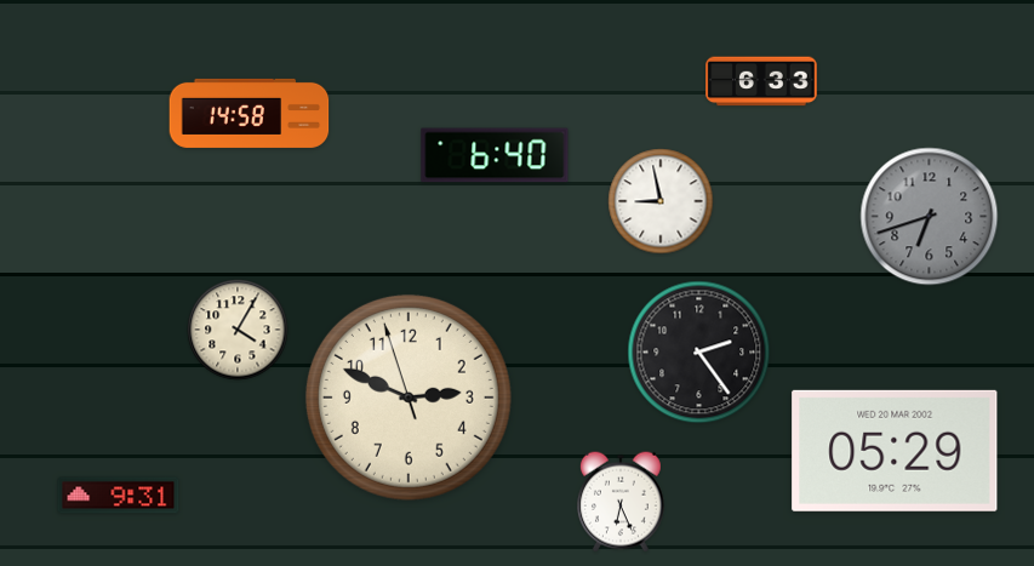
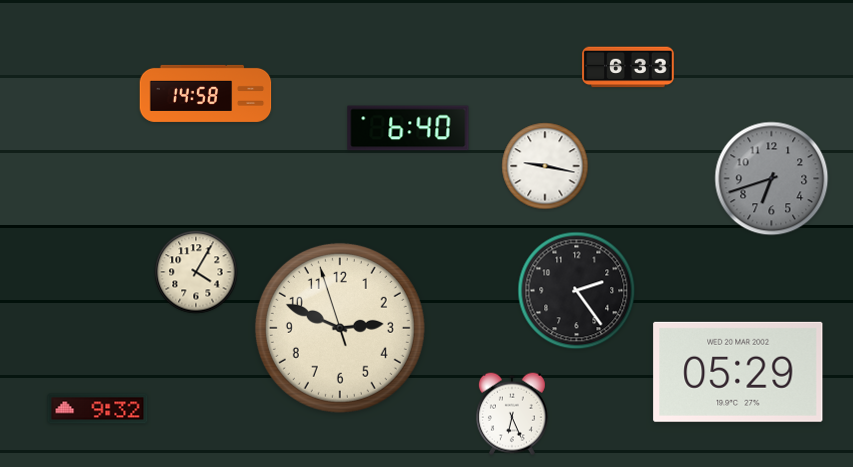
clock at (661, 201): 8:58 -> 9:17
clock at (930, 217) position: (930, 217) -> (772, 179)
clock at (409, 398) position: (409, 398) -> (340, 328)
clock at (119, 496): 9:31 -> 9:32
